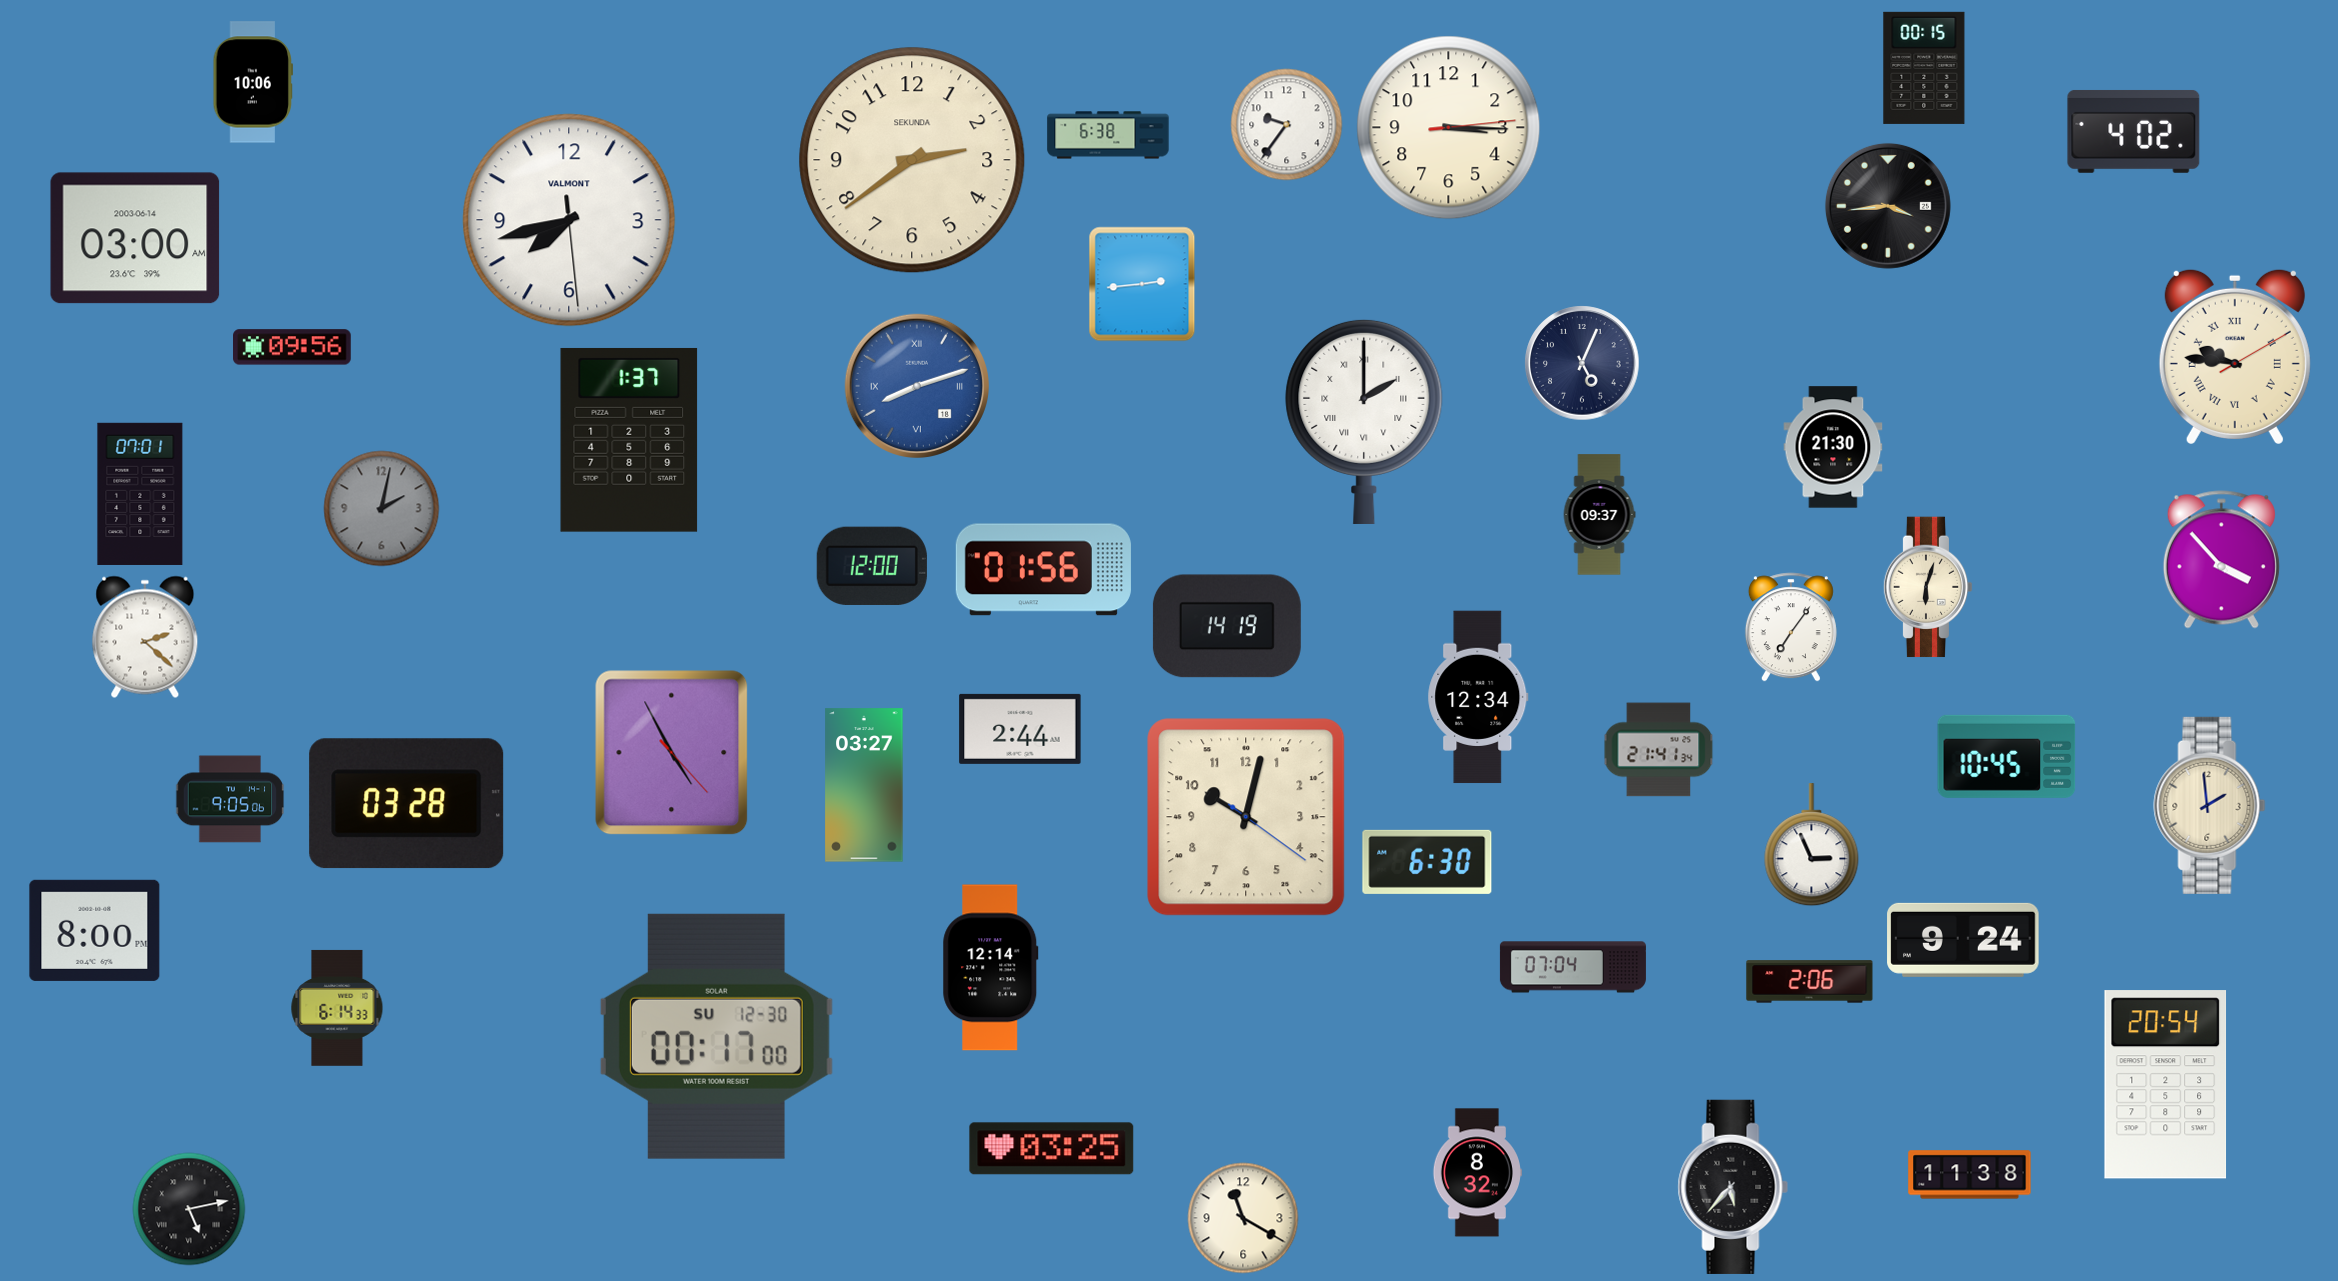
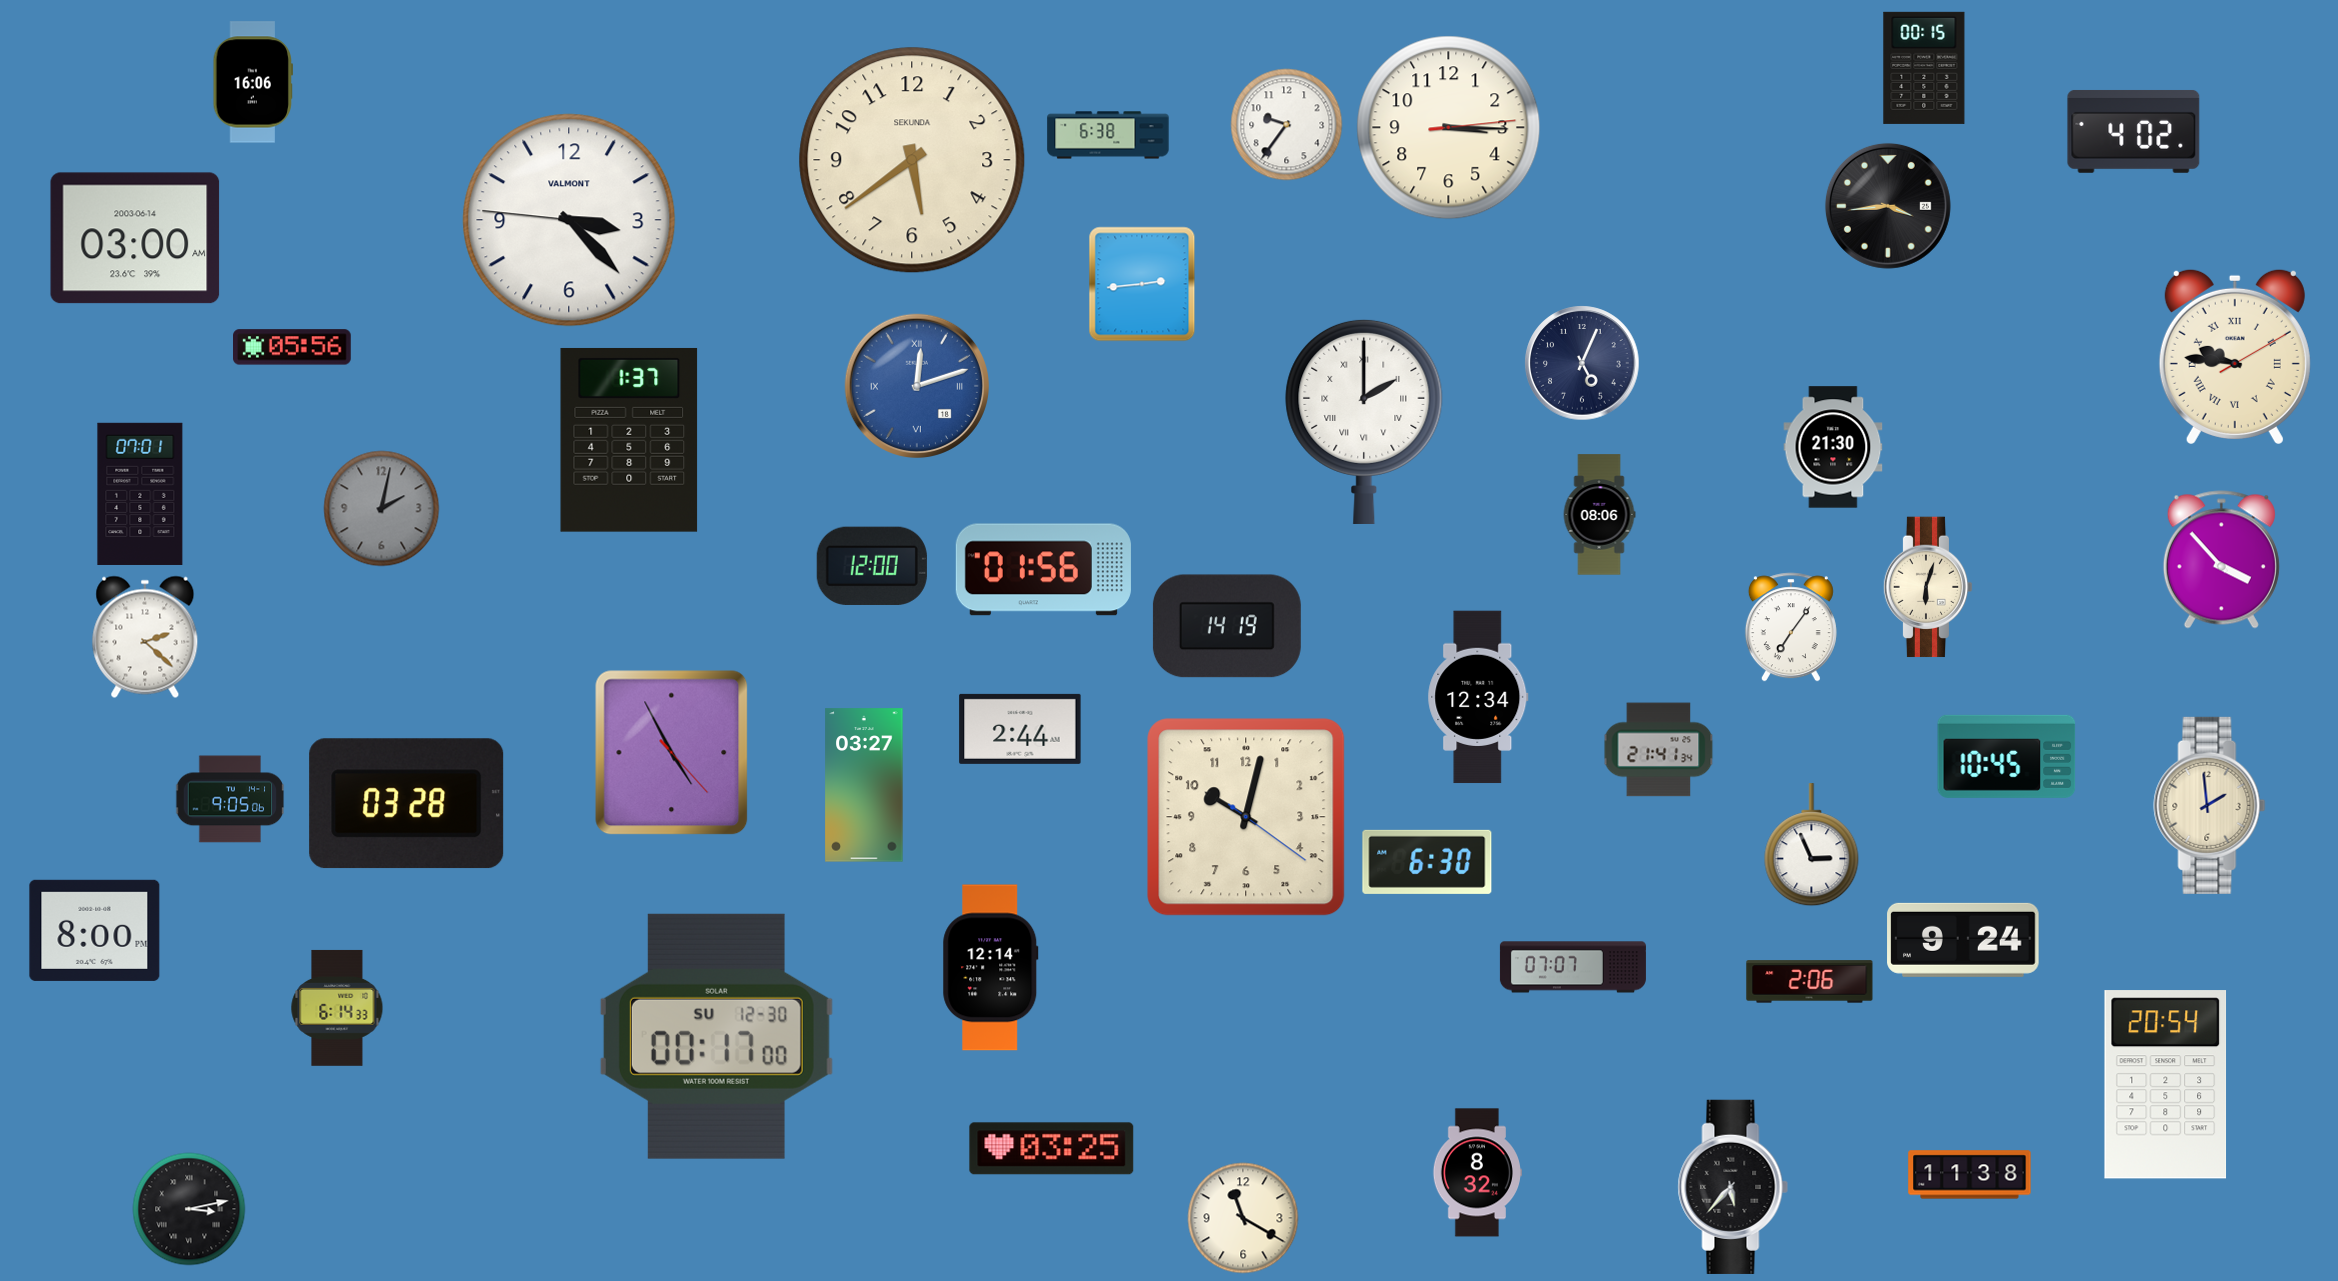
clock at (252, 82): 10:06 -> 16:06
clock at (912, 160): 2:39 -> 5:39
clock at (569, 220): 7:42 -> 3:22
clock at (293, 347): 09:56 -> 05:56
clock at (916, 385): 8:12 -> 12:12
clock at (1599, 515): 09:37 -> 08:06
clock at (1573, 967): 07:04 -> 07:07
clock at (189, 1209): 5:13 -> 3:13
